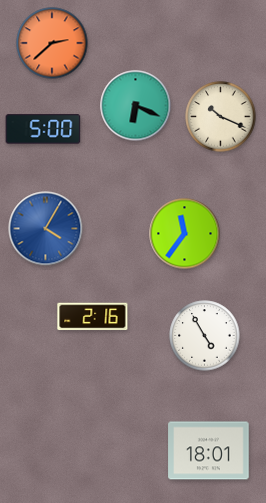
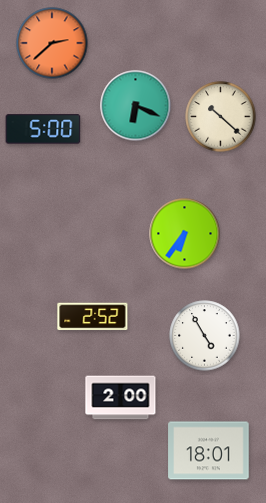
clock at (221, 117): 10:19 -> 10:22
clock at (46, 229): 4:05 -> none
clock at (185, 234): 11:36 -> 6:36
clock at (93, 317): 2:16 -> 2:52
clock at (121, 398): none -> 2:00
